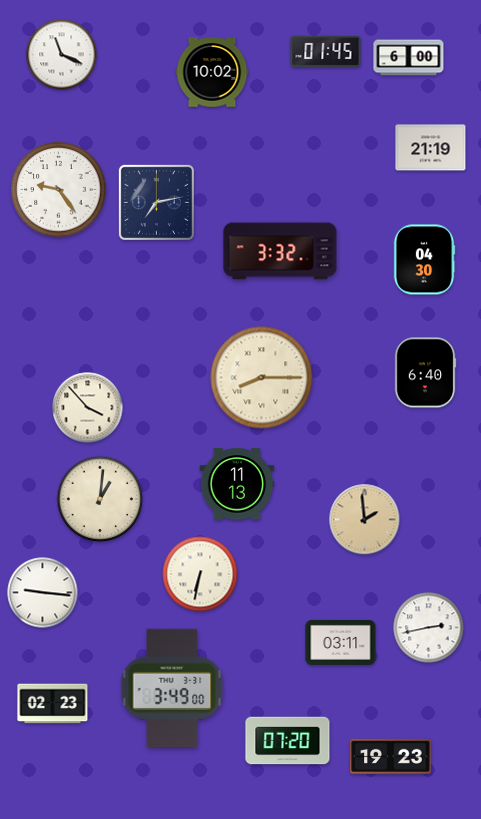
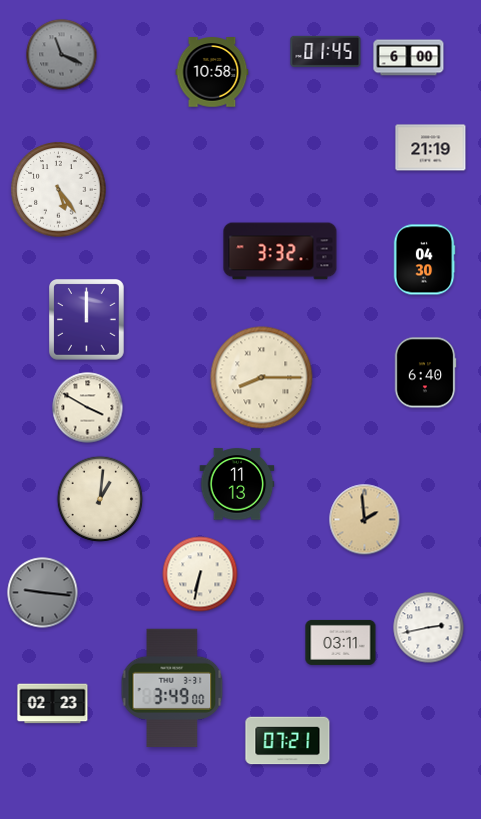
clock at (62, 55) dial: white -> grey
clock at (212, 72): 10:02 -> 10:58
clock at (59, 190): 9:24 -> 5:24
clock at (156, 202): 7:13 -> none
clock at (87, 320): none -> 12:00
clock at (88, 408): 3:53 -> 3:50
clock at (43, 593) dial: white -> grey
clock at (288, 741): 07:20 -> 07:21
clock at (391, 756): 19:23 -> none
